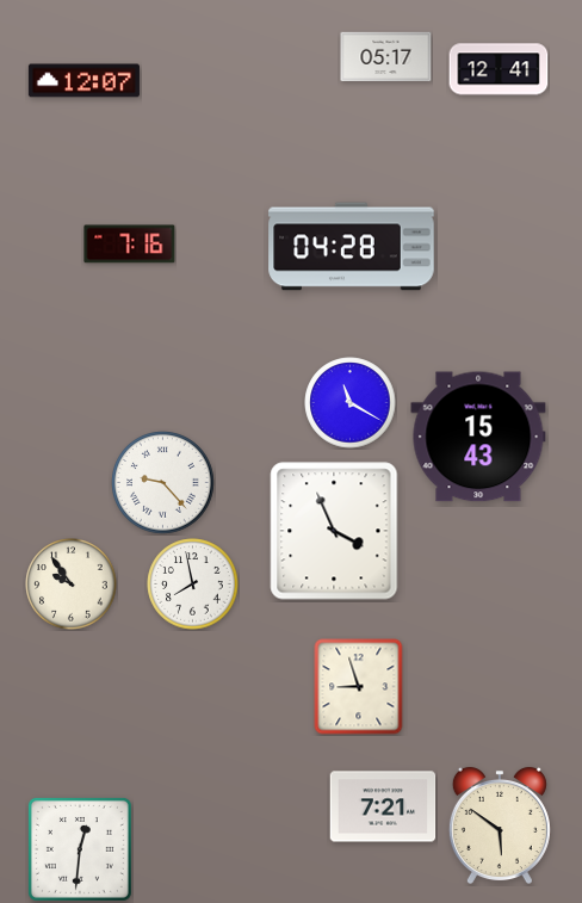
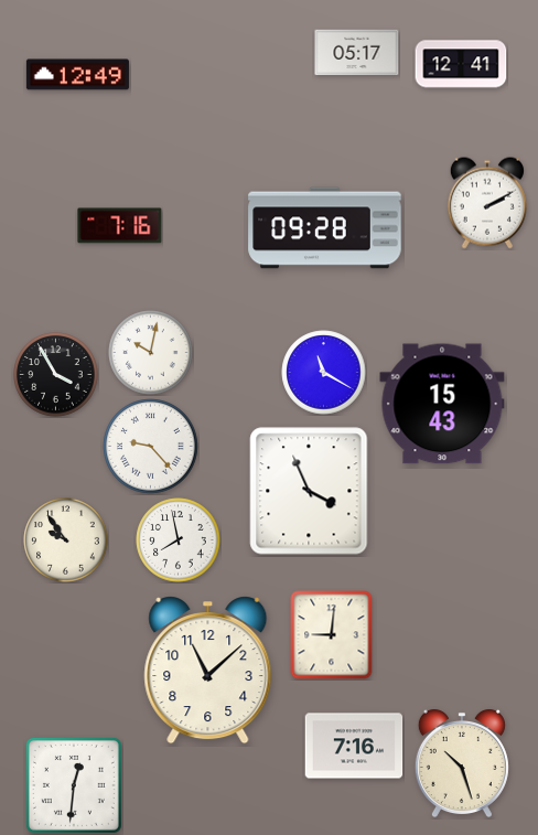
clock at (83, 81): 12:07 -> 12:49
clock at (487, 203): none -> 2:10
clock at (352, 247): 04:28 -> 09:28
clock at (151, 353): none -> 10:02
clock at (56, 375): none -> 3:55
clock at (359, 687): 8:57 -> 9:01
clock at (208, 671): none -> 11:08
clock at (383, 806): 7:21 -> 7:16
clock at (500, 825): 5:51 -> 10:27
